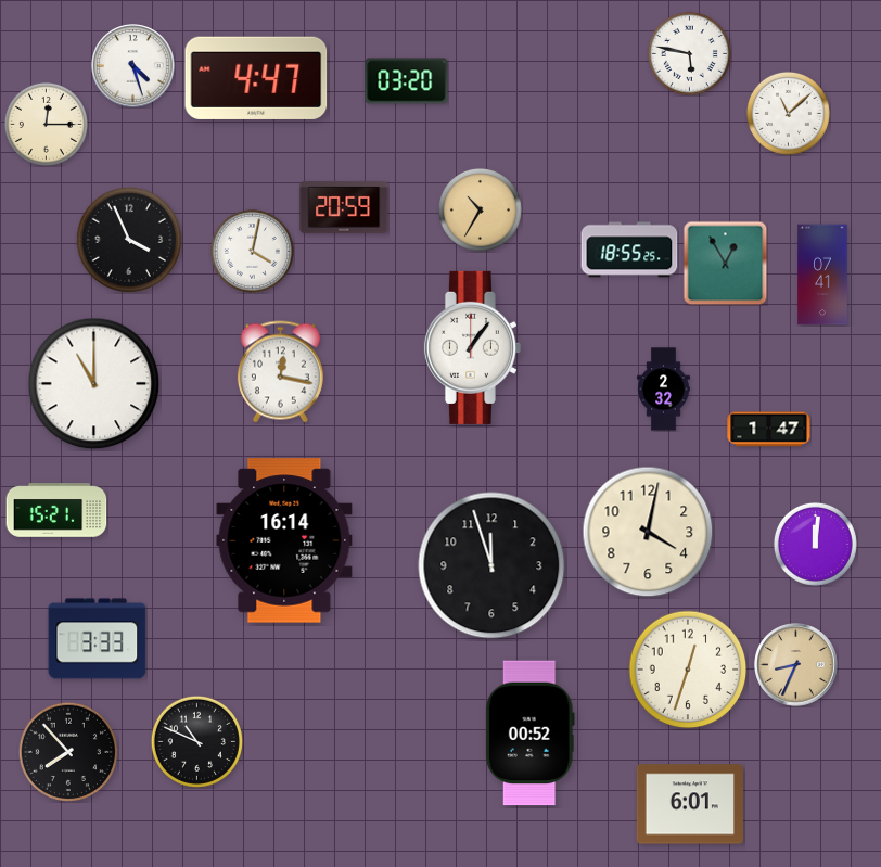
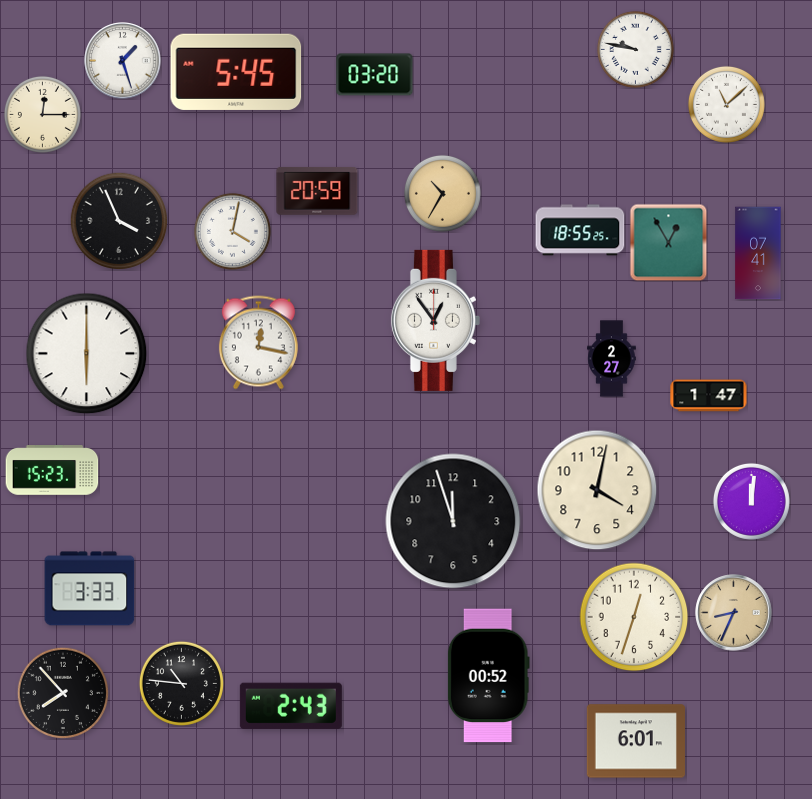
clock at (689, 53): 5:47 -> 9:47
clock at (133, 66): 4:27 -> 1:27
clock at (256, 78): 4:47 -> 5:45
clock at (472, 347): 1:06 -> 12:54
clock at (94, 384): 11:00 -> 6:00
clock at (664, 390): 2:32 -> 2:27
clock at (56, 510): 15:21 -> 15:23
clock at (284, 540): 16:14 -> none
clock at (196, 741): 10:49 -> 10:46
clock at (291, 706): none -> 2:43
